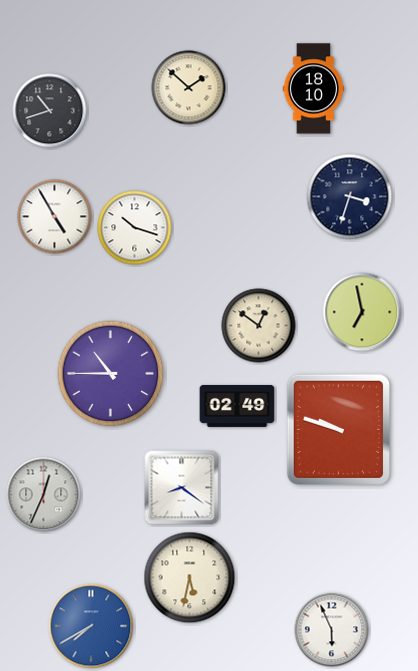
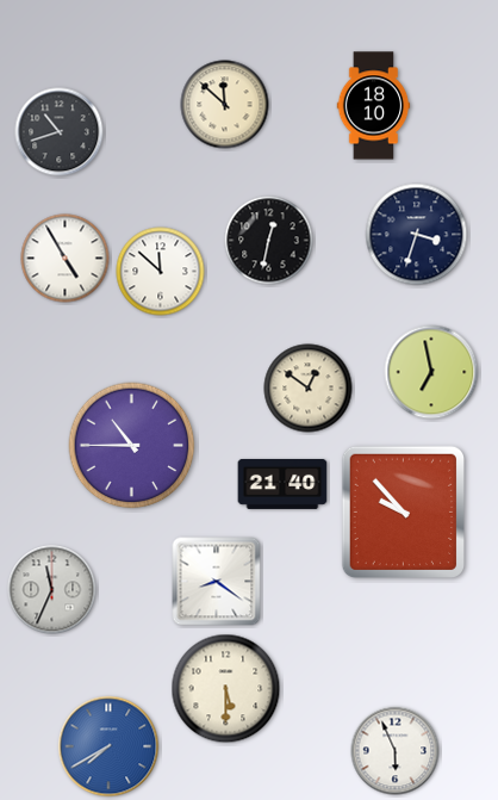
clock at (189, 88): 1:52 -> 11:52
clock at (269, 241): none -> 12:32
clock at (135, 228): 10:18 -> 11:52
clock at (237, 406): 02:49 -> 21:40
clock at (338, 429): 9:48 -> 9:53
clock at (44, 495): 12:34 -> 11:34
clock at (190, 578): 5:32 -> 5:30
